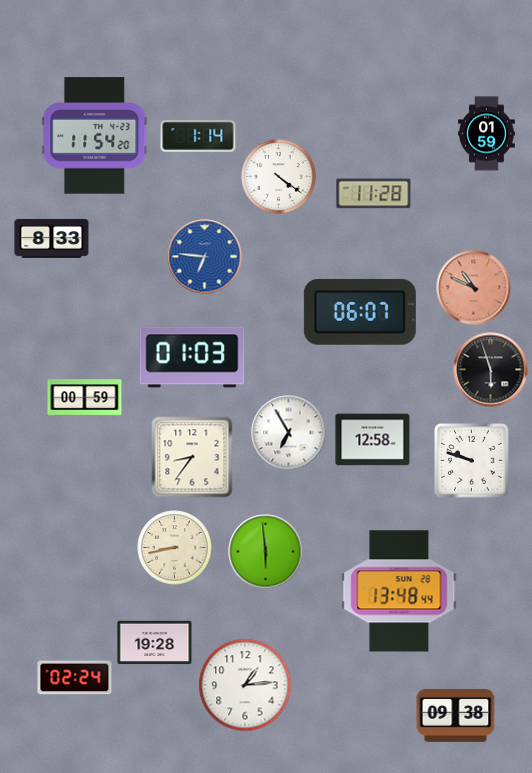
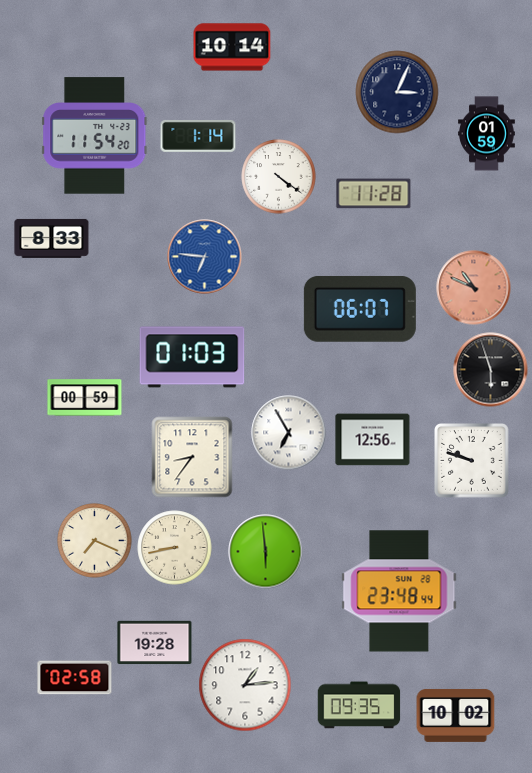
clock at (232, 47): none -> 10:14
clock at (397, 92): none -> 3:04
clock at (360, 312) position: (360, 312) -> (360, 309)
clock at (373, 440): 12:58 -> 12:56
clock at (95, 541): none -> 7:19
clock at (399, 591): 13:48 -> 23:48
clock at (75, 678): 02:24 -> 02:58
clock at (359, 705): none -> 09:35
clock at (456, 715): 09:38 -> 10:02
